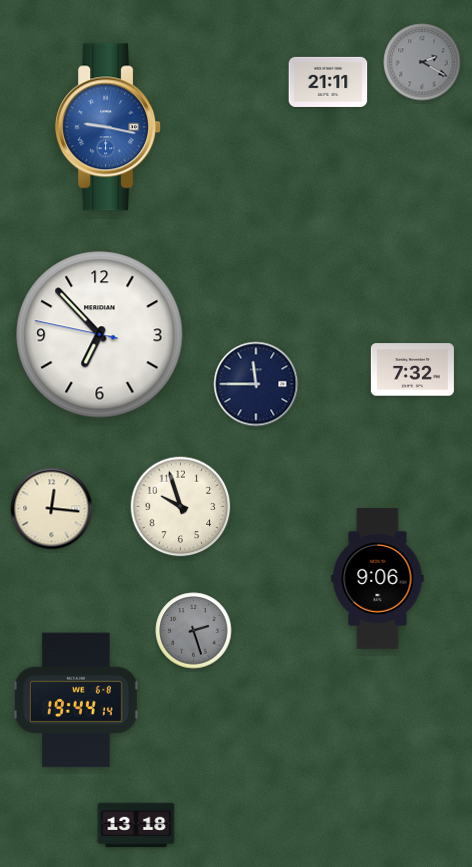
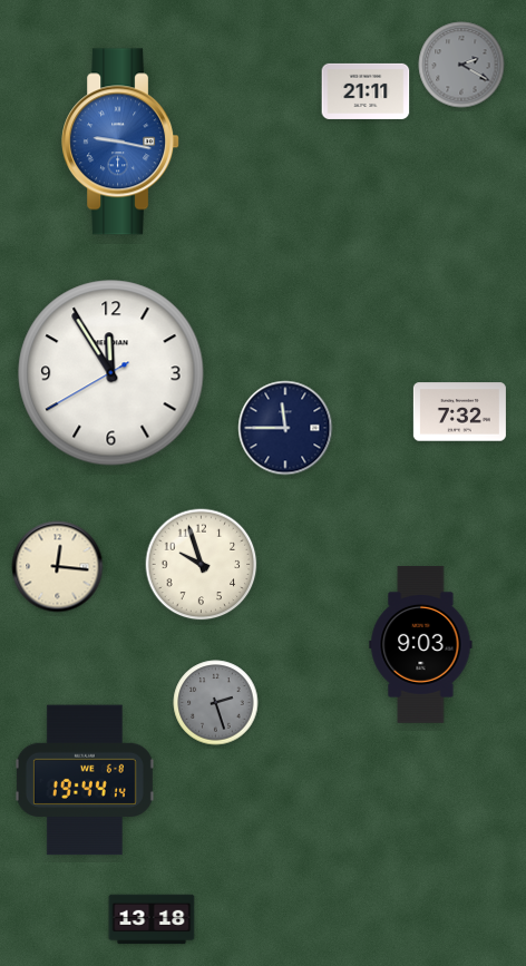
clock at (422, 62) position: (422, 62) -> (461, 65)
clock at (100, 335): 6:52 -> 11:54
clock at (378, 579): 9:06 -> 9:03
